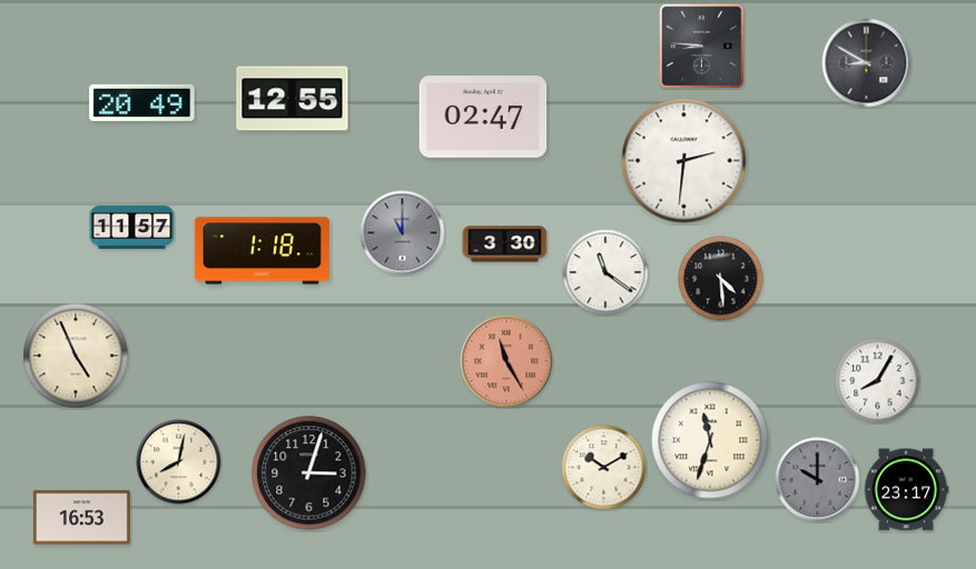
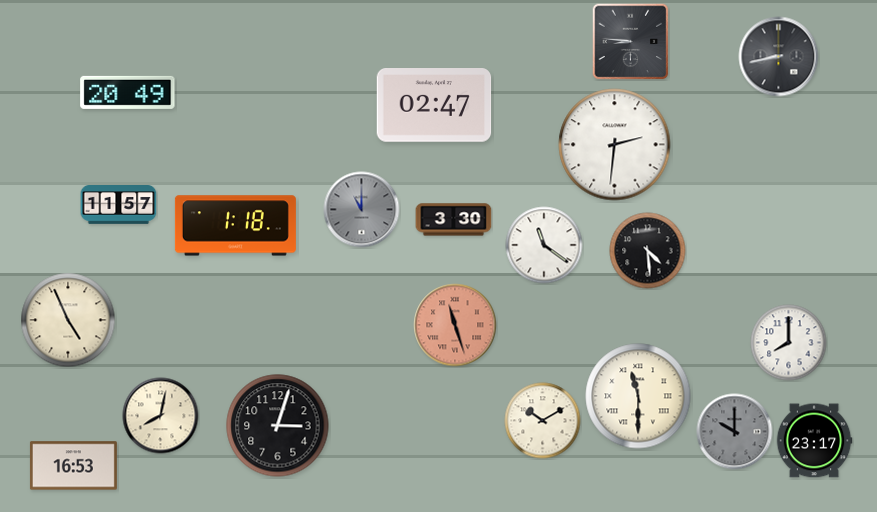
clock at (867, 63): 8:50 -> 8:43
clock at (293, 99): 12:55 -> none
clock at (506, 361): 11:25 -> 11:27
clock at (878, 381): 8:05 -> 8:00
clock at (710, 440): 11:33 -> 11:30
